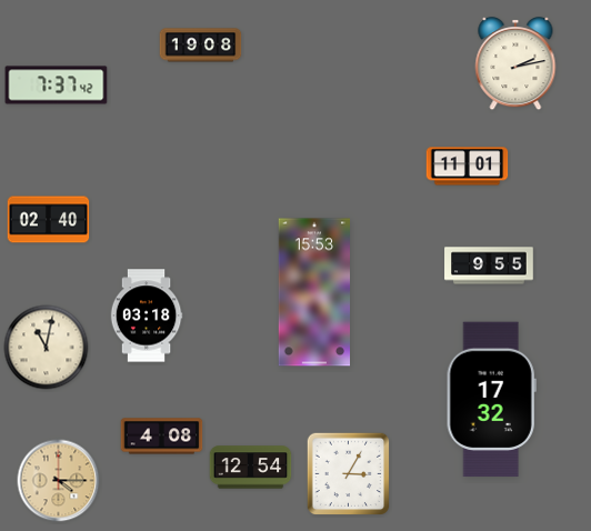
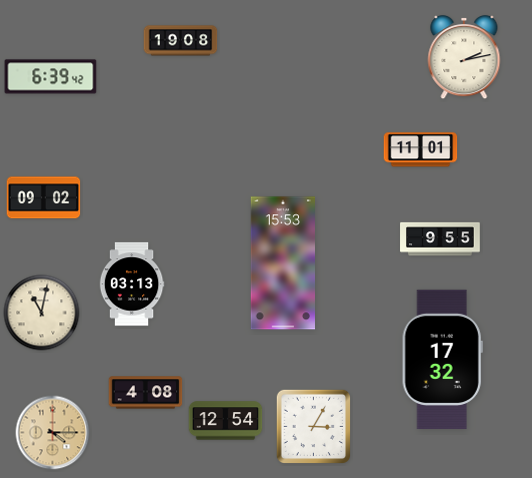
clock at (57, 86): 7:37 -> 6:39
clock at (49, 220): 02:40 -> 09:02
clock at (147, 315): 03:18 -> 03:13
